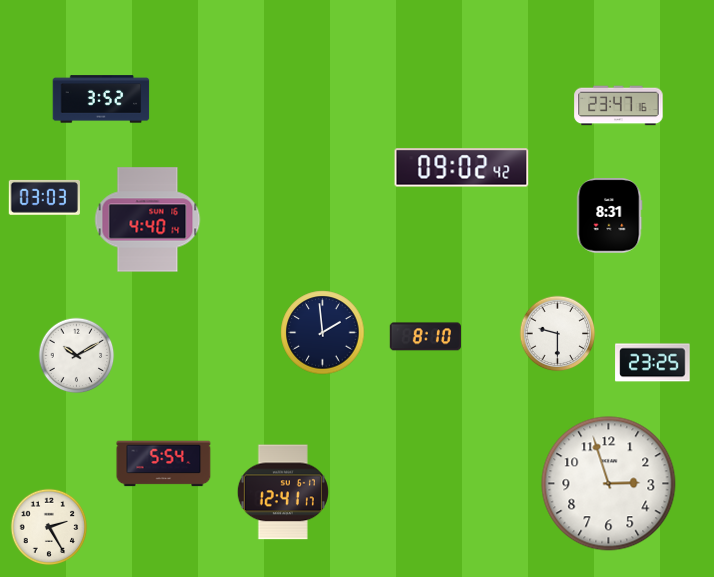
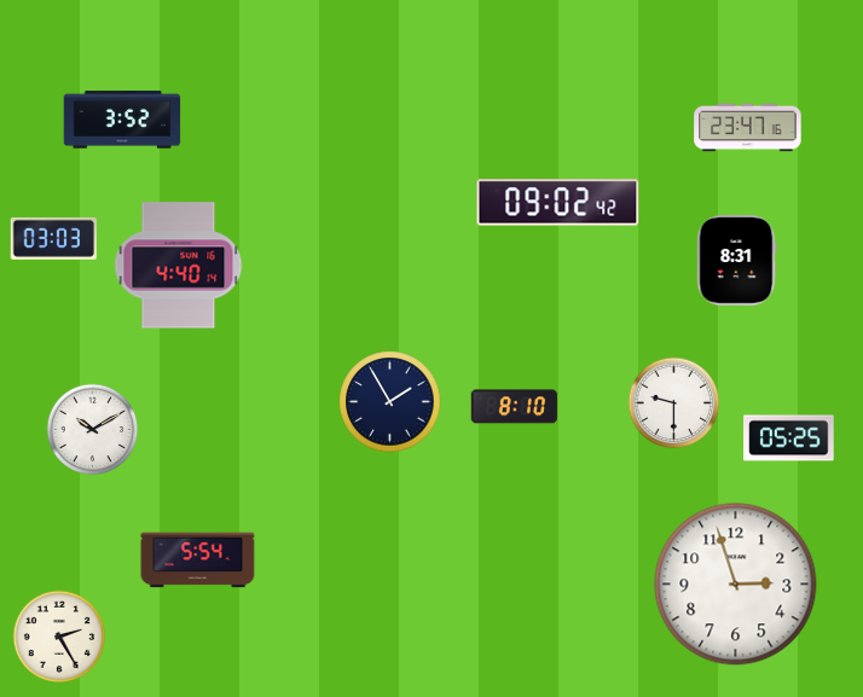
clock at (323, 333): 1:59 -> 1:55
clock at (653, 363): 23:25 -> 05:25
clock at (283, 492): 12:41 -> none
